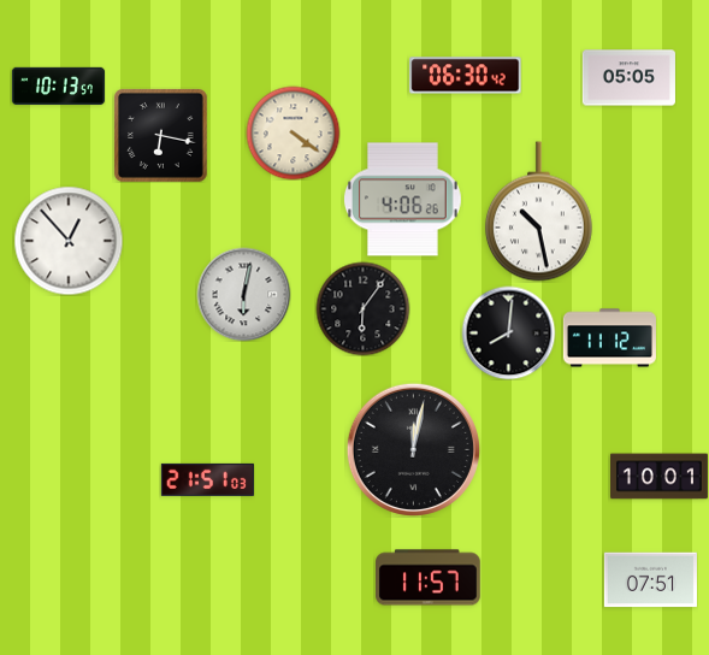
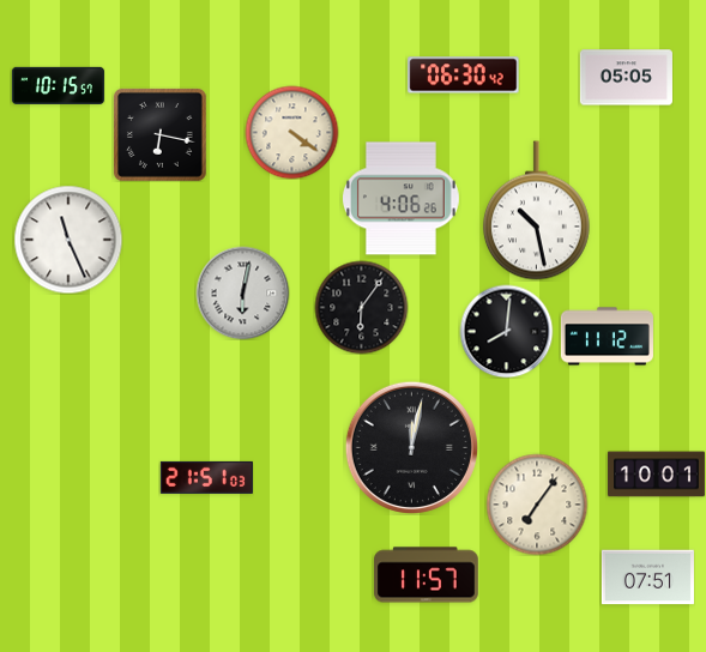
clock at (58, 85): 10:13 -> 10:15
clock at (69, 241): 12:53 -> 11:26
clock at (537, 505): none -> 7:06
